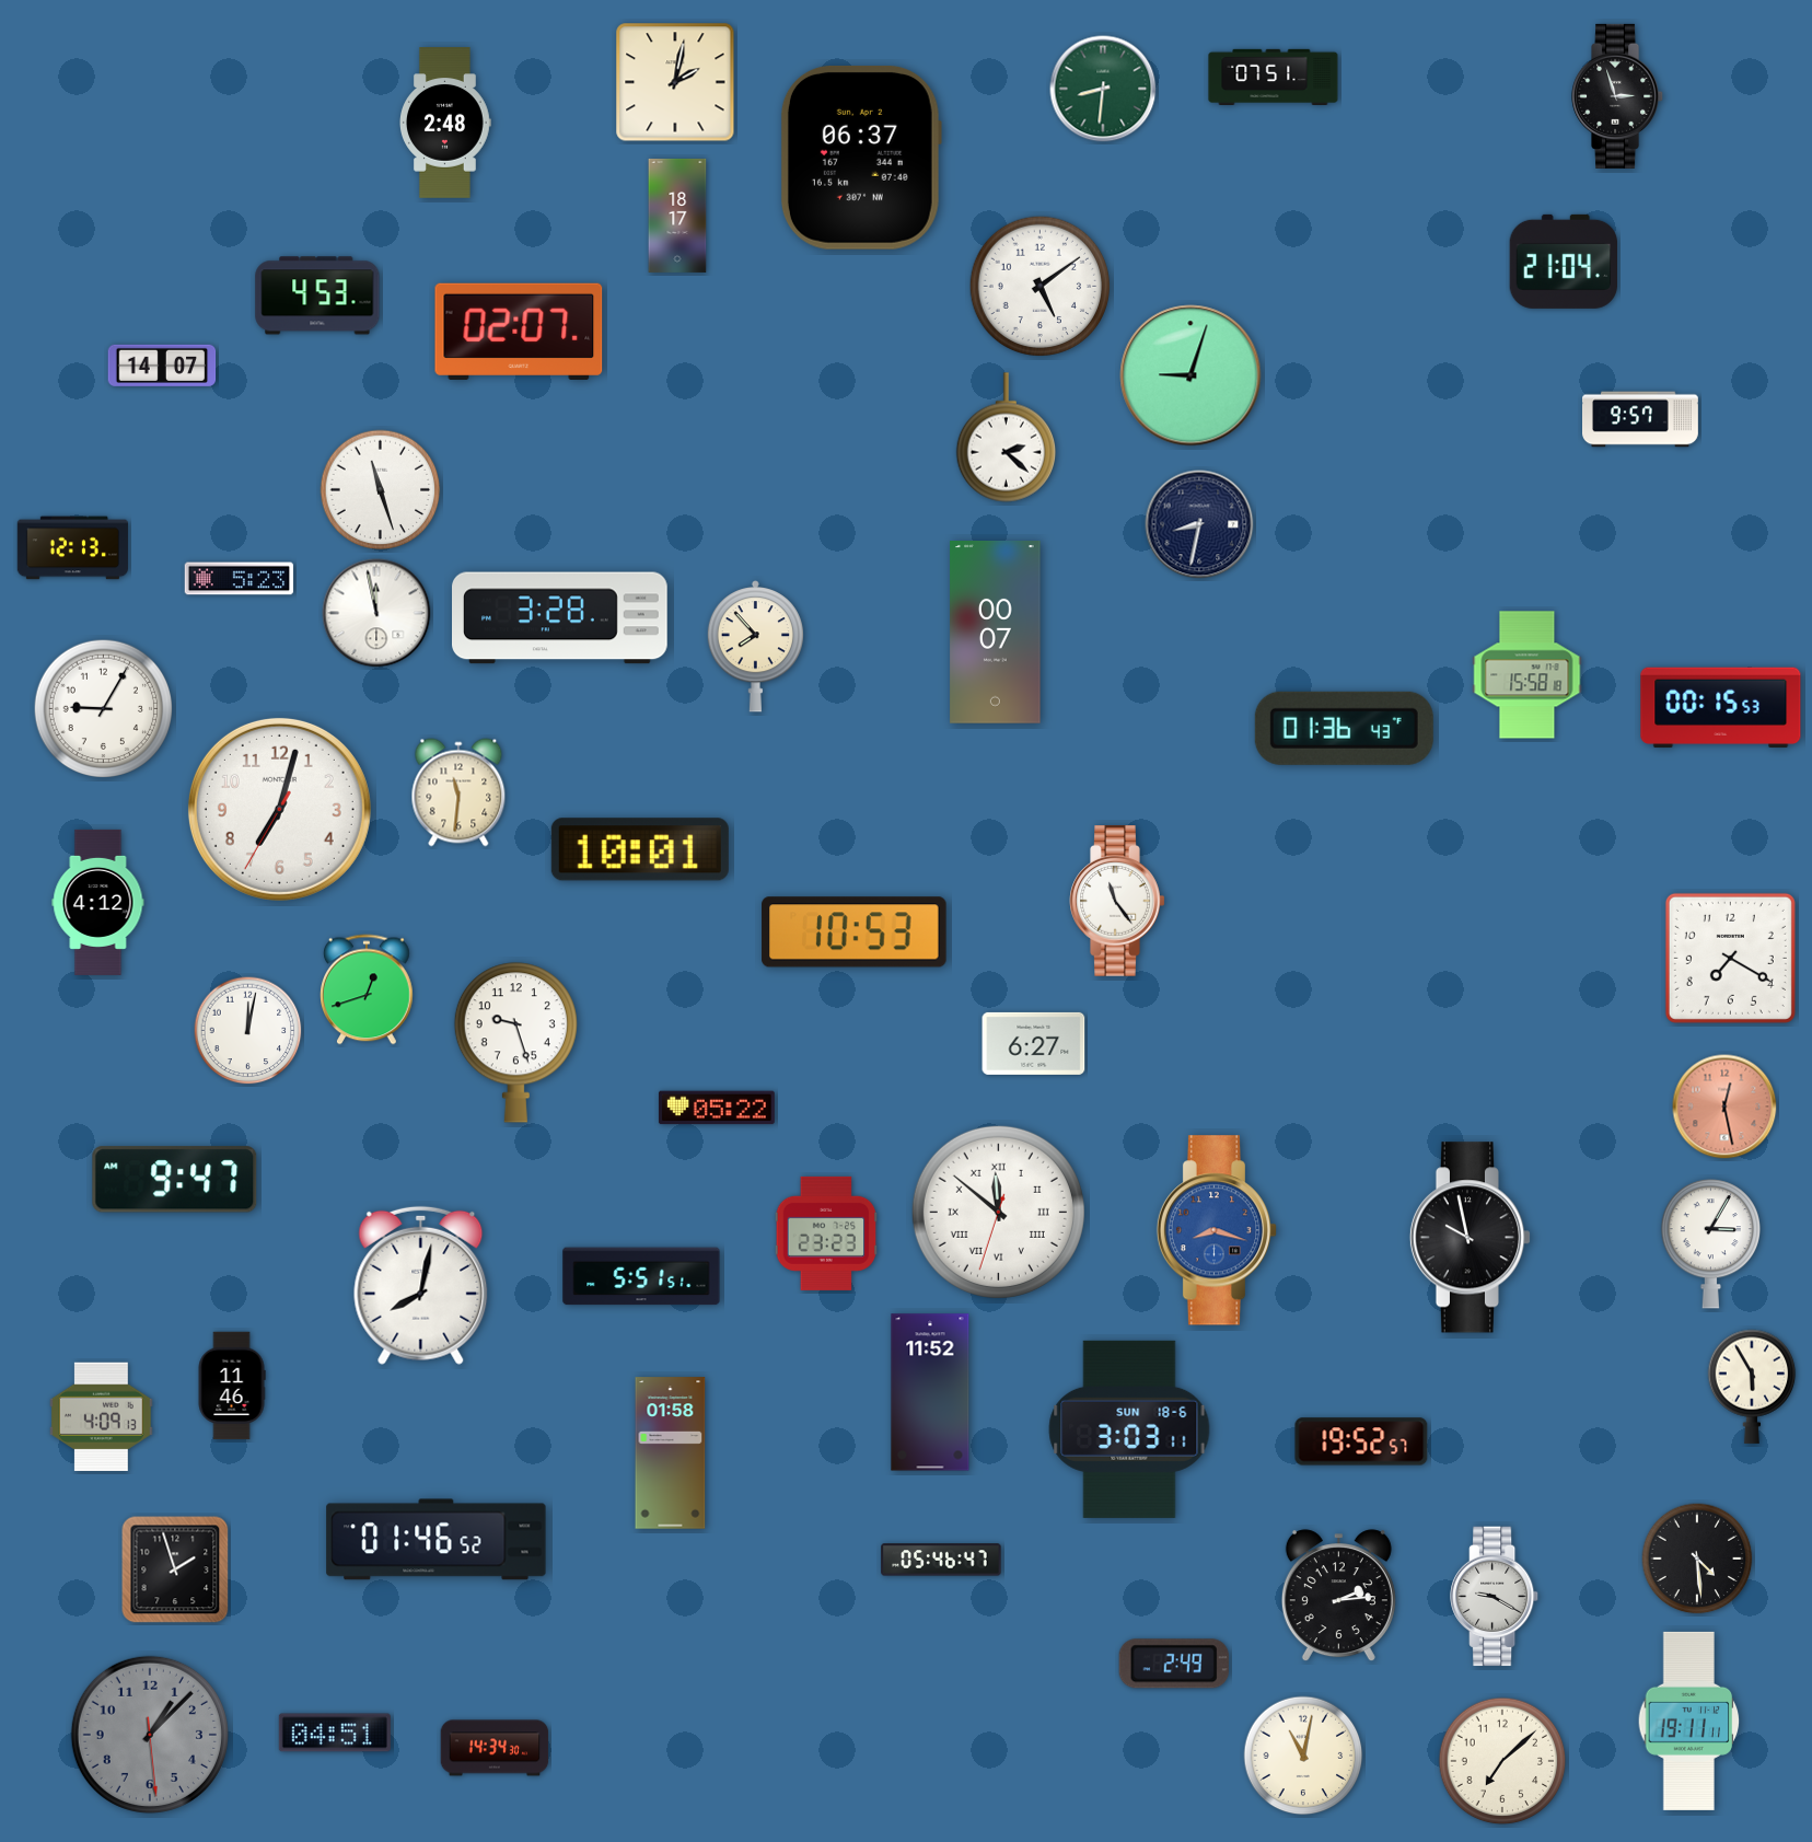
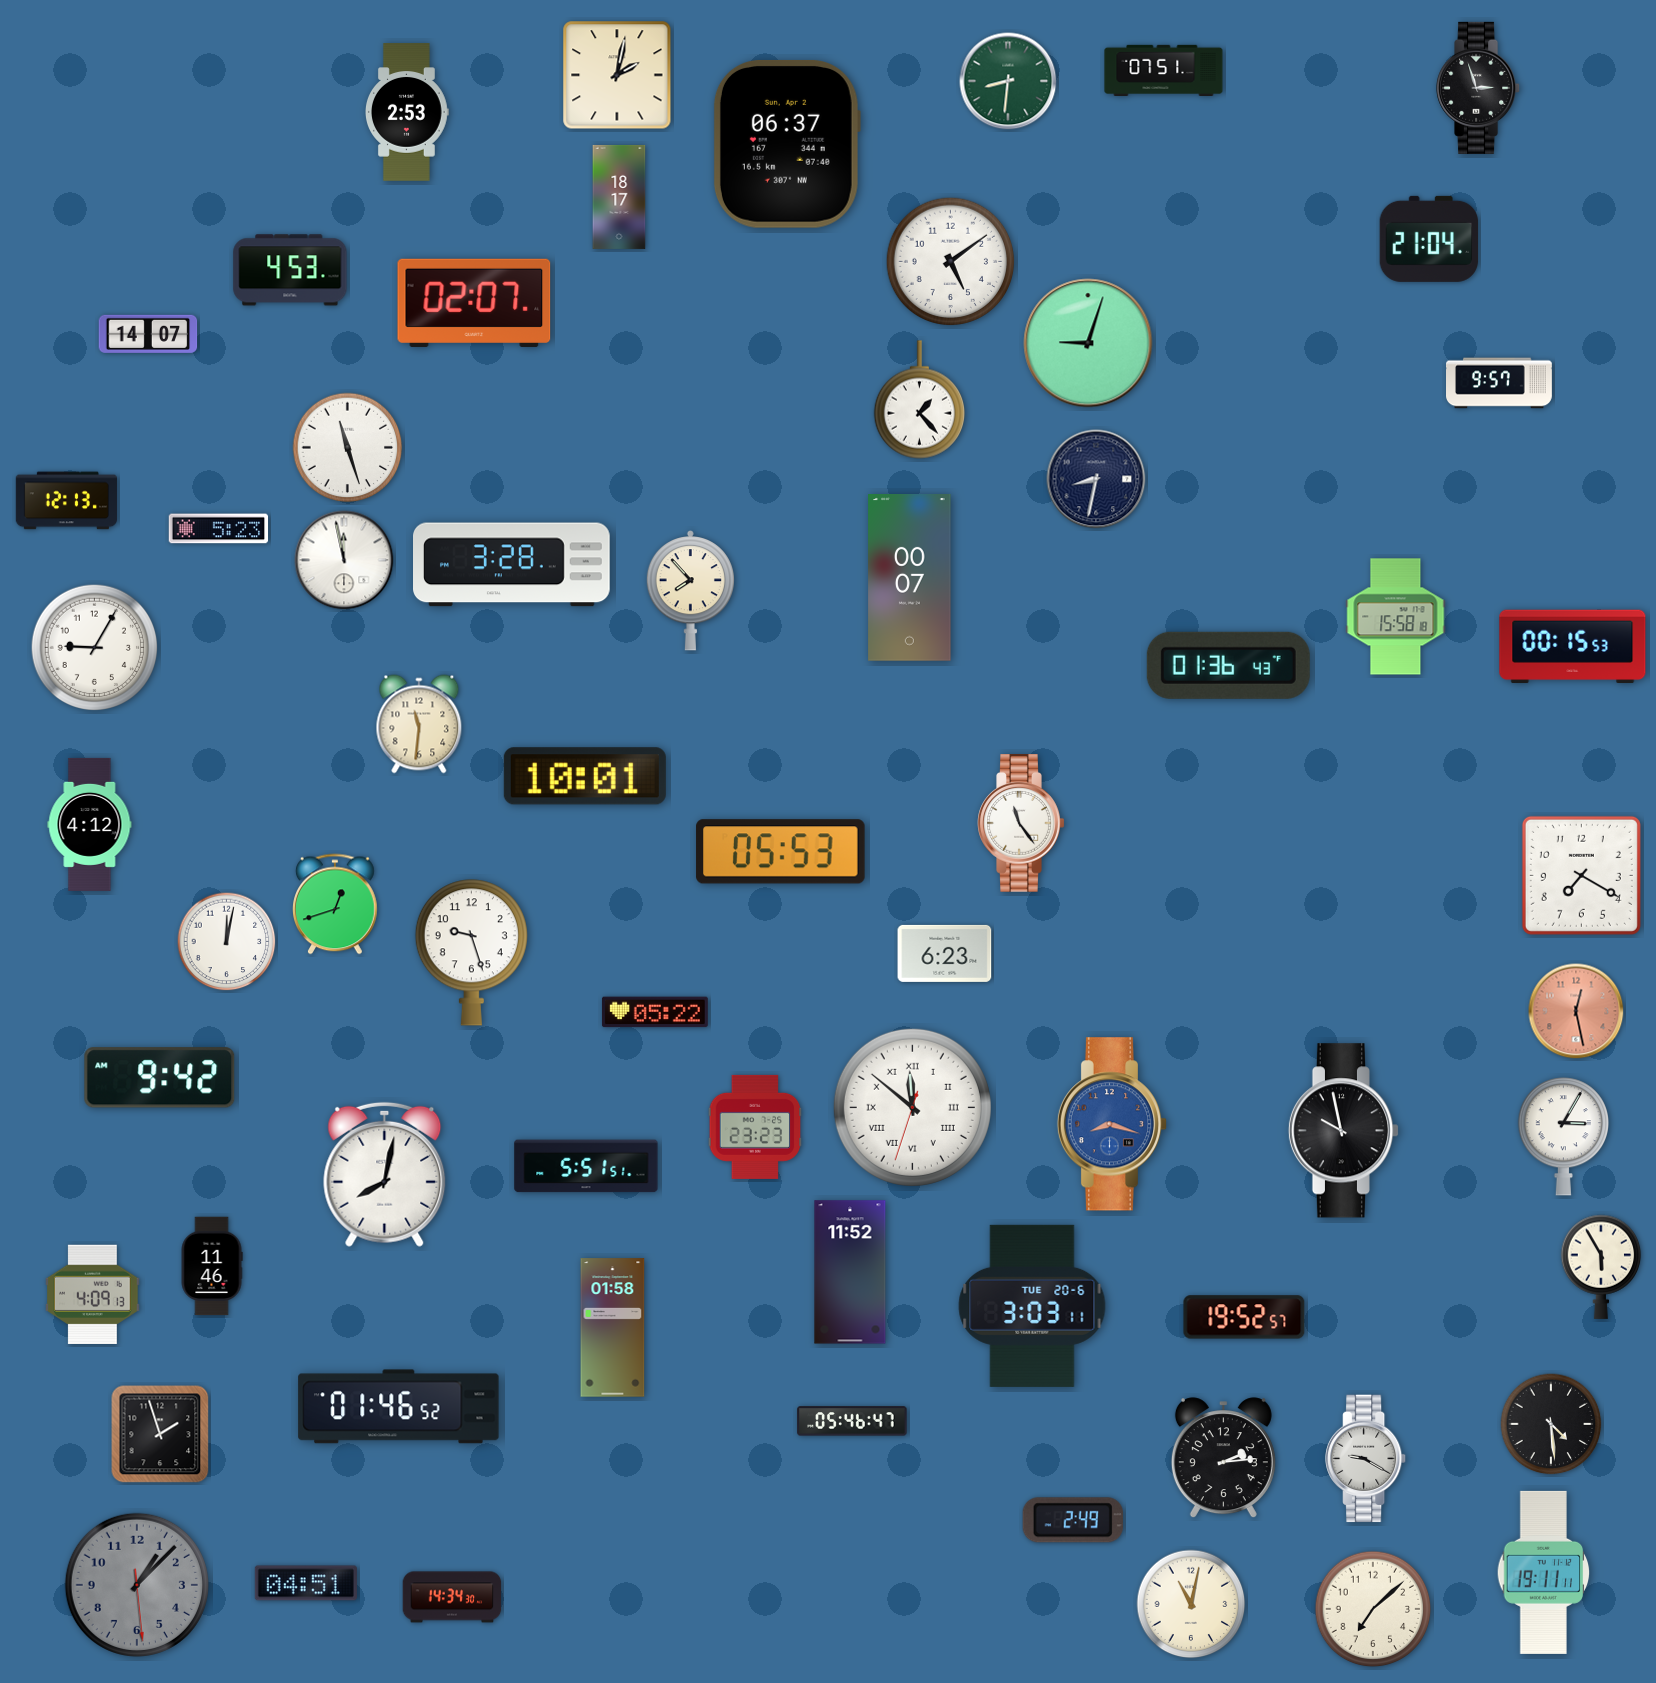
clock at (446, 123): 2:48 -> 2:53
clock at (1006, 438): 2:22 -> 1:23
clock at (279, 809): 7:02 -> none
clock at (855, 932): 10:53 -> 05:53
clock at (1034, 1043): 6:27 -> 6:23
clock at (175, 1180): 9:47 -> 9:42
clock at (1129, 1429) date: SUN 18-6 -> TUE 20-6
clock at (941, 1560) position: (941, 1560) -> (852, 1421)
